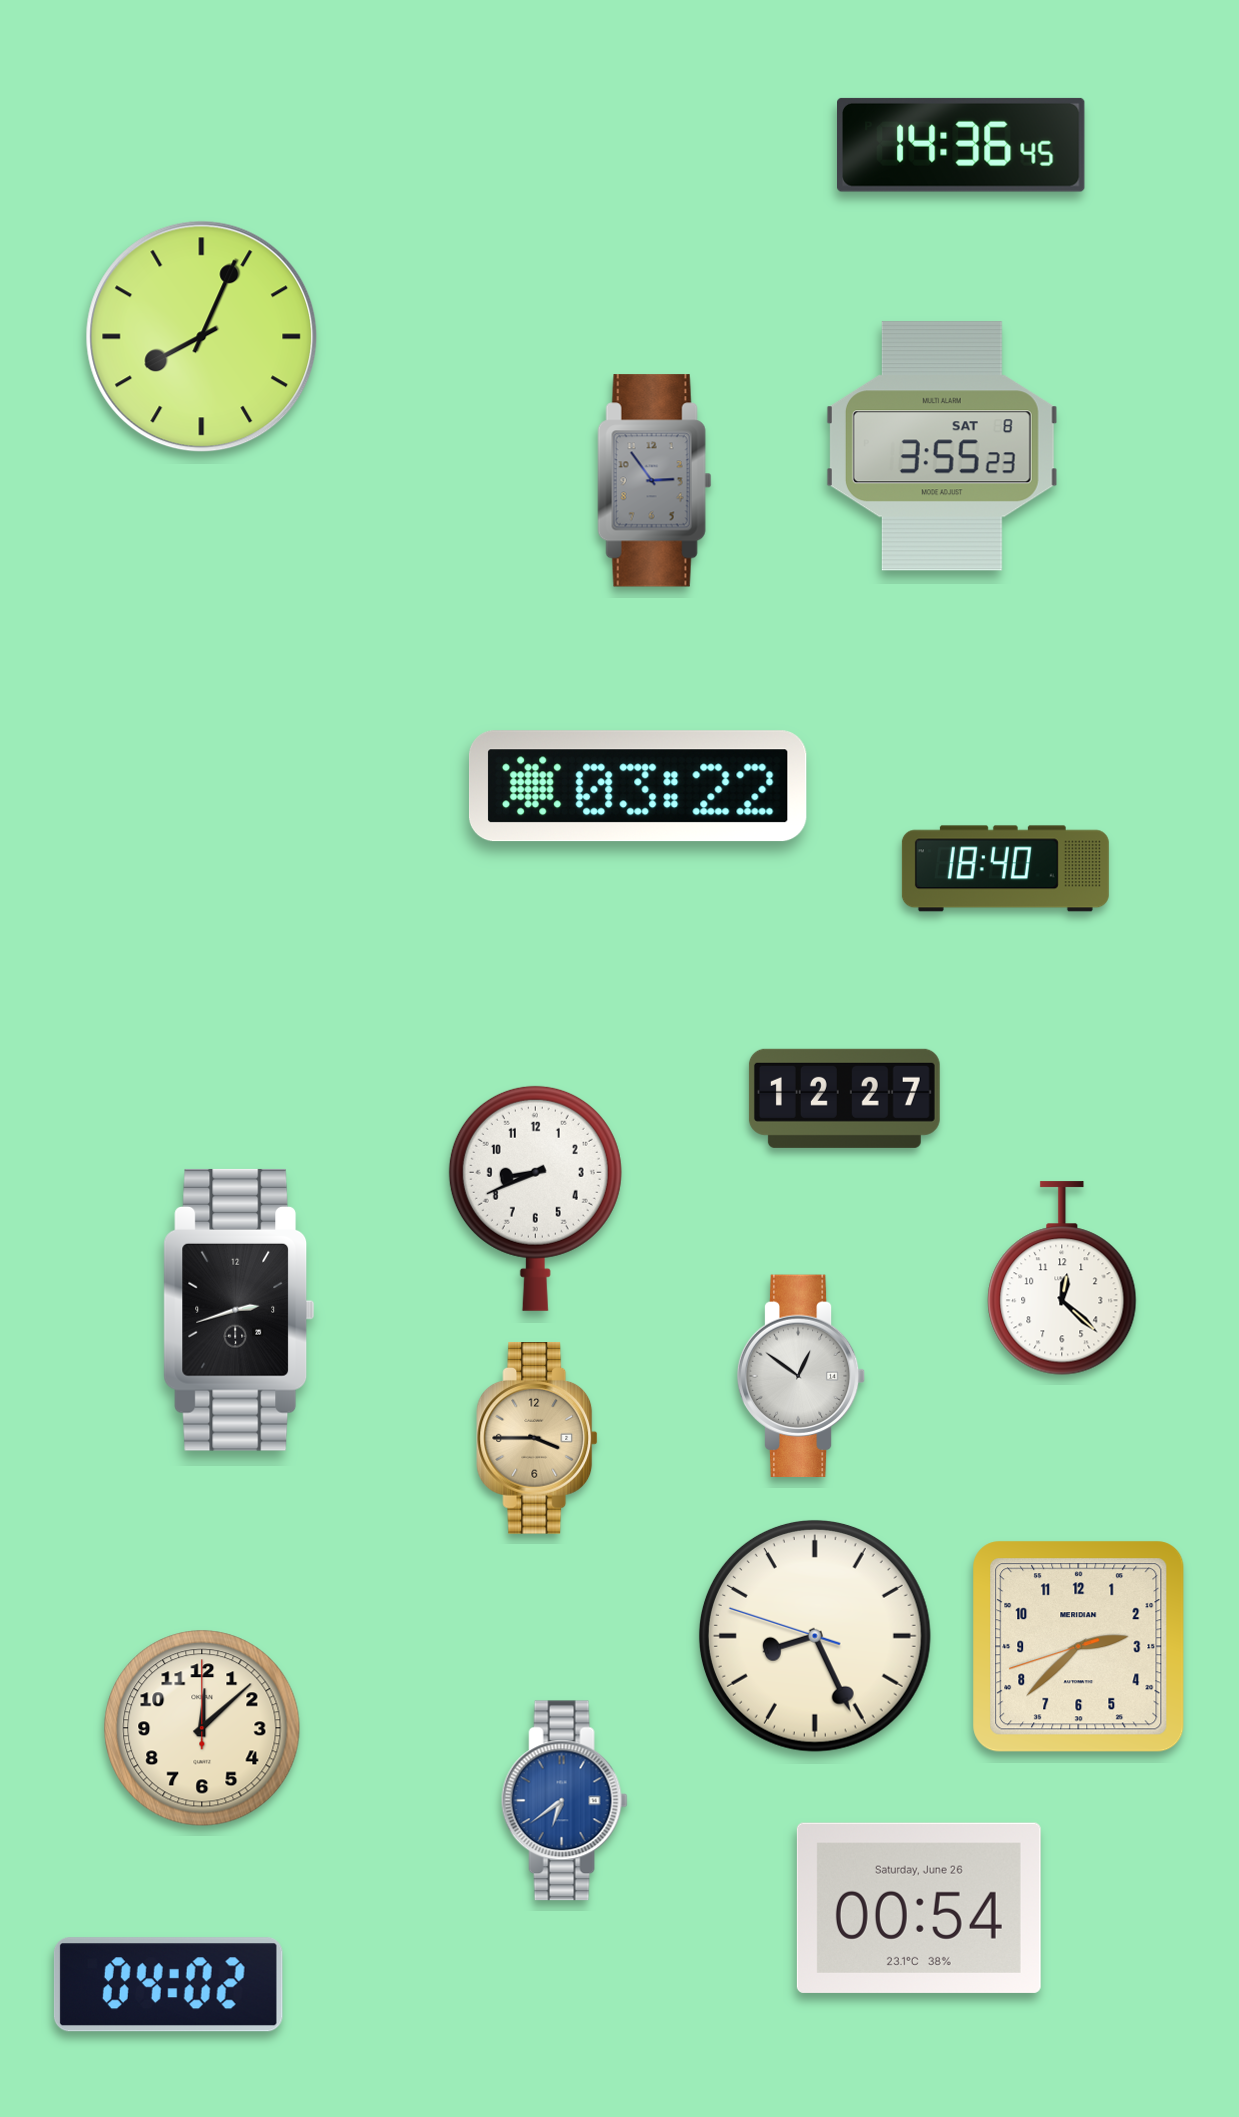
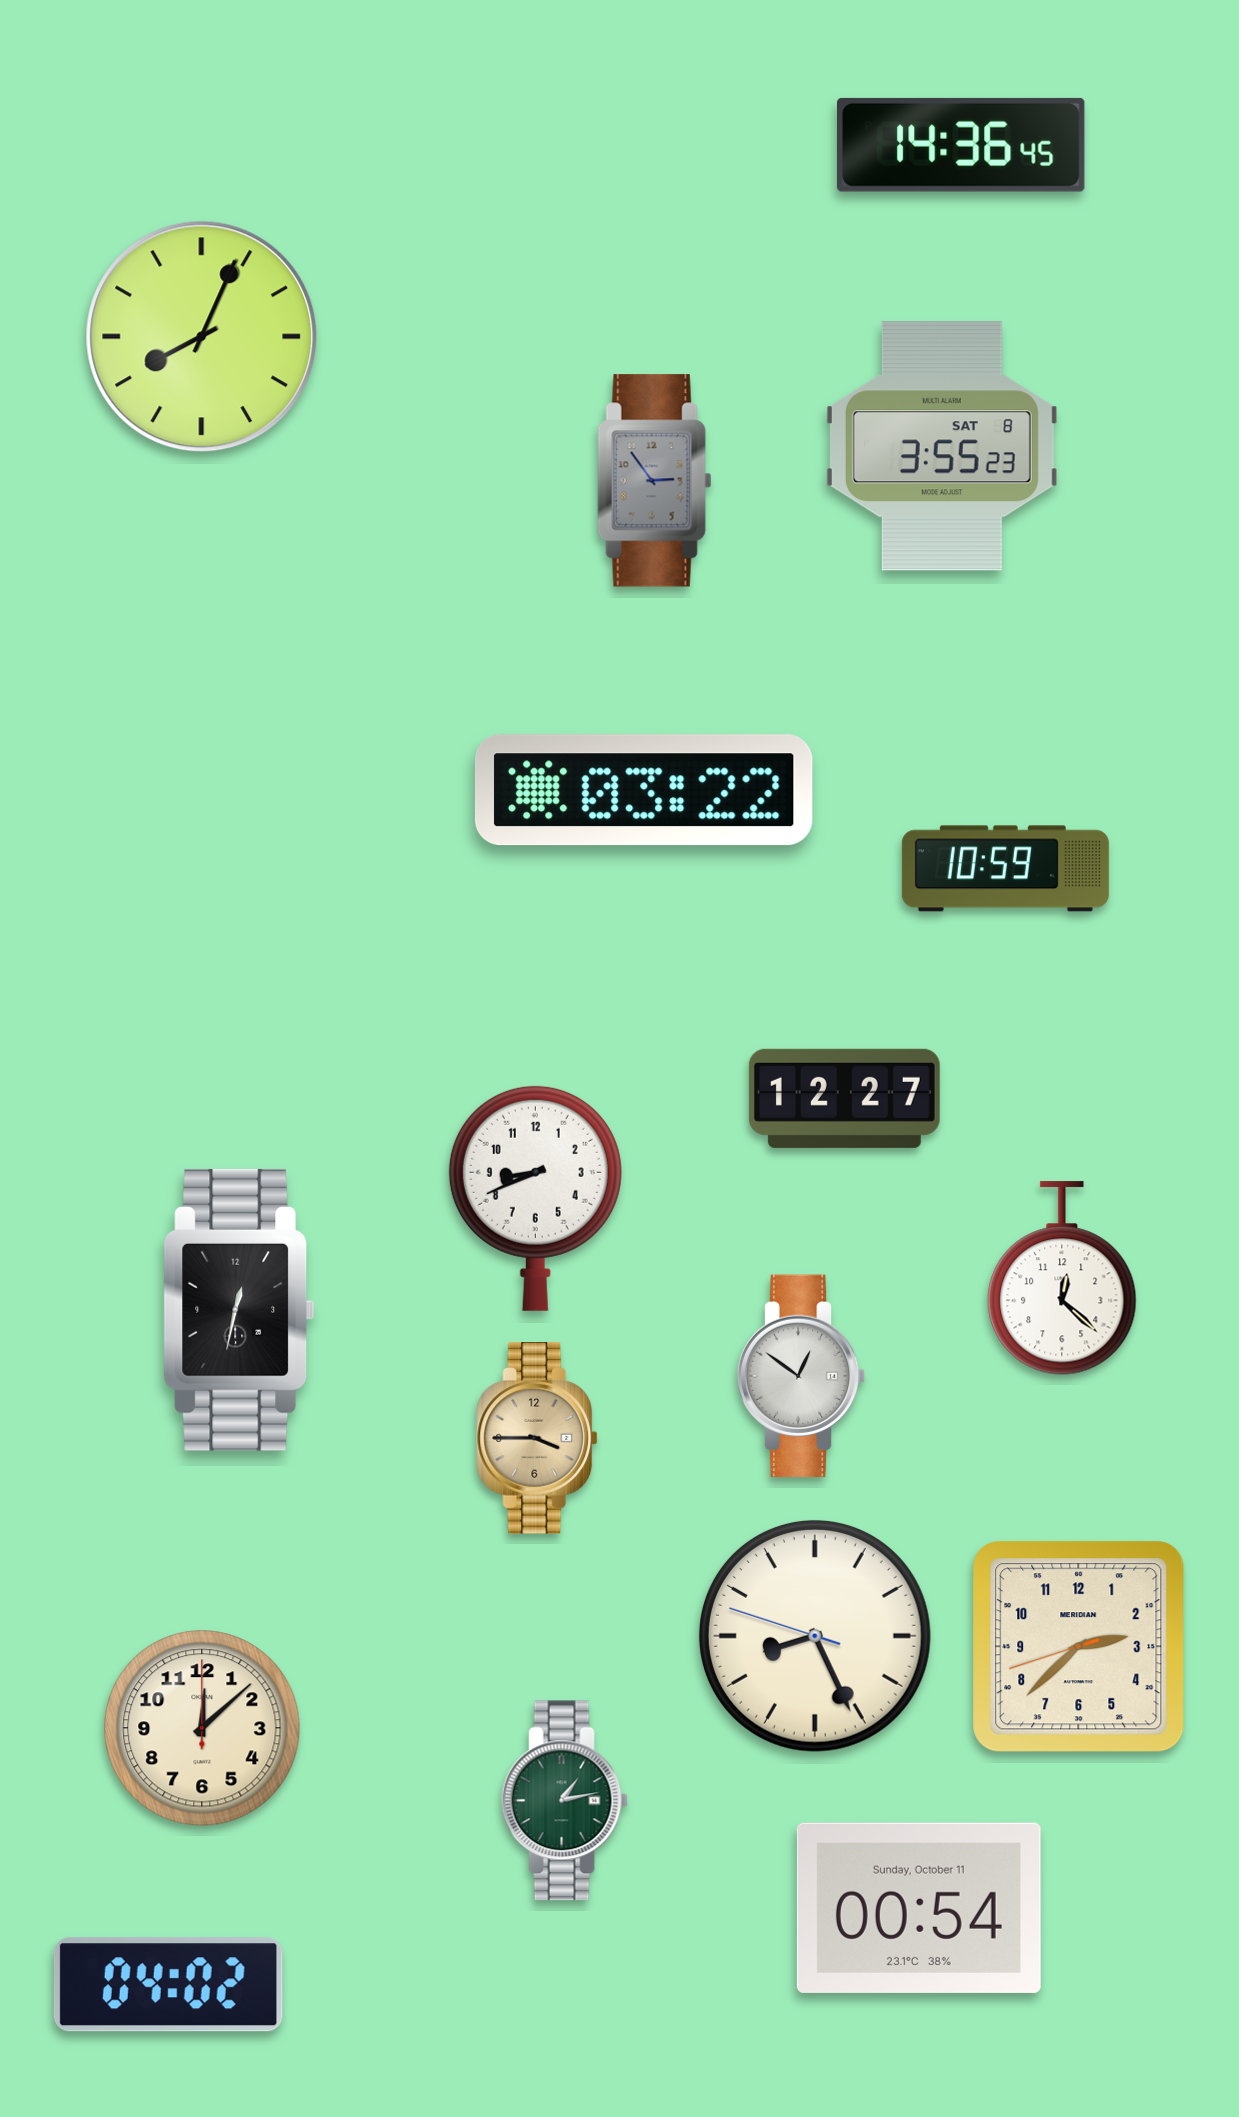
clock at (638, 786) position: (638, 786) -> (644, 790)
clock at (1005, 869): 18:40 -> 10:59
clock at (239, 1310): 2:42 -> 12:32
clock at (564, 1801): 6:39 -> 1:13
clock at (564, 1801) dial: blue -> green
clock at (919, 1908) date: Saturday, June 26 -> Sunday, October 11
